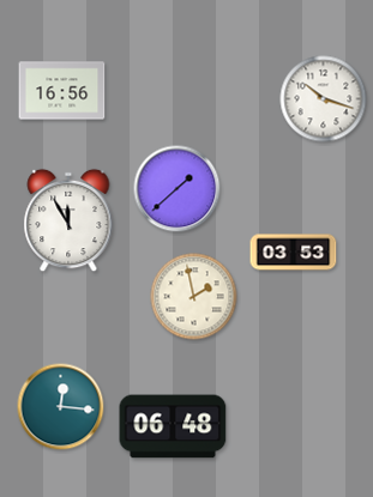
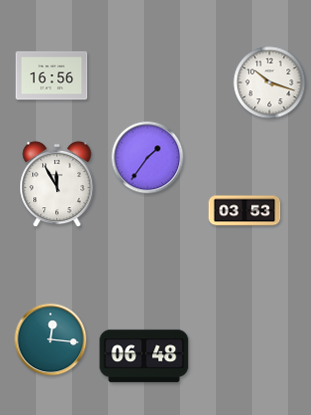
clock at (178, 189): 1:38 -> 1:36
clock at (194, 297): 1:58 -> none
